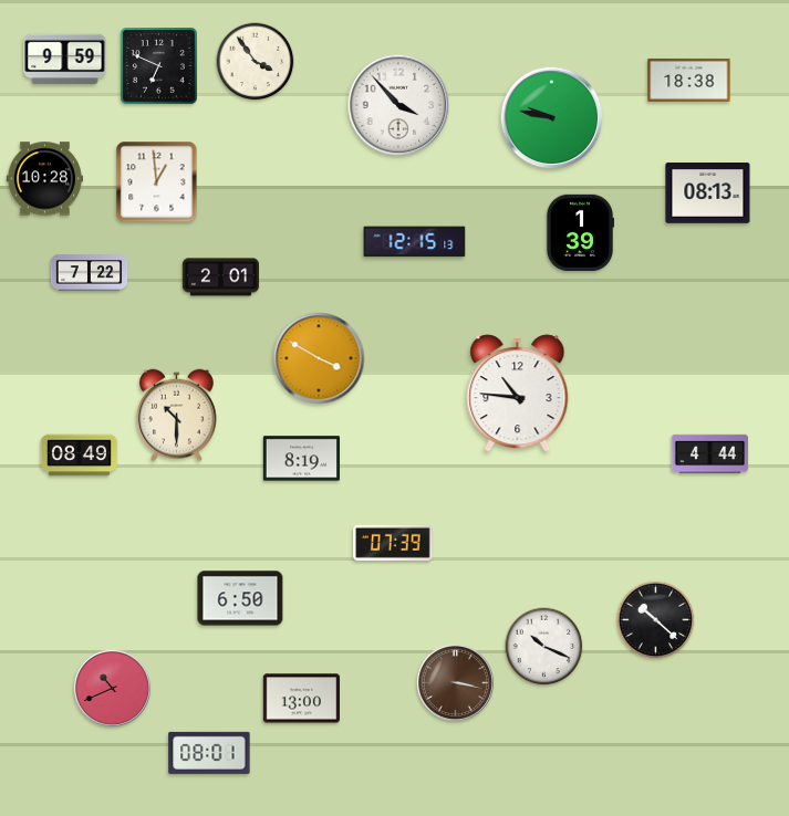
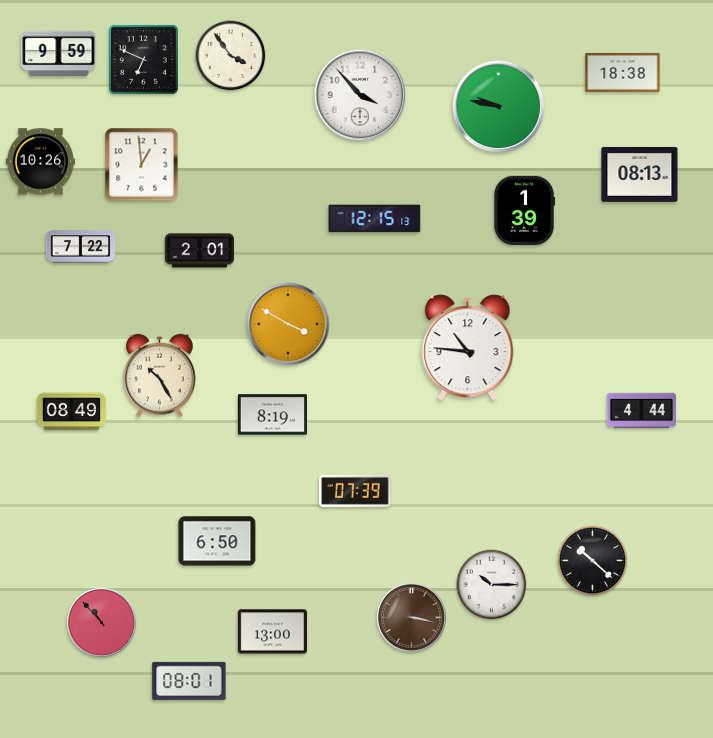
clock at (44, 179): 10:28 -> 10:26
clock at (518, 394) position: (518, 394) -> (468, 348)
clock at (177, 416): 10:30 -> 10:25
clock at (544, 647): 10:19 -> 10:15
clock at (112, 688): 10:41 -> 10:53
